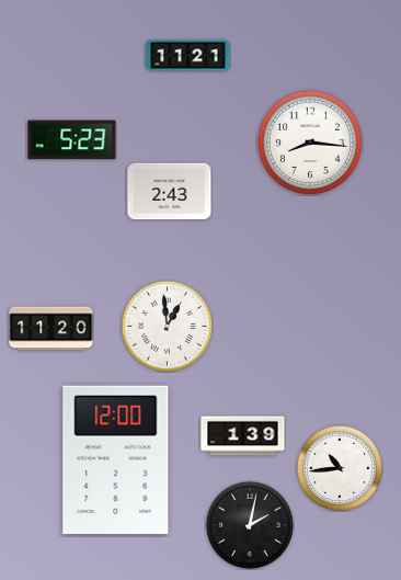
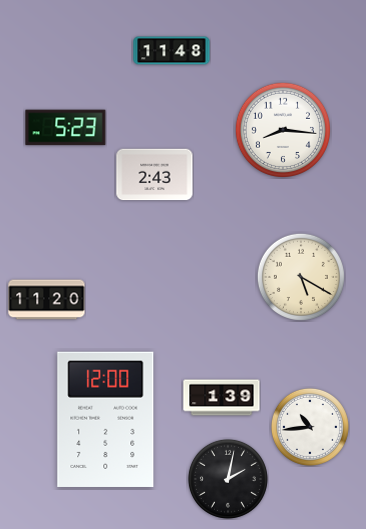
clock at (188, 56): 11:21 -> 11:48
clock at (301, 277): none -> 5:20
clock at (167, 326): 12:59 -> none
